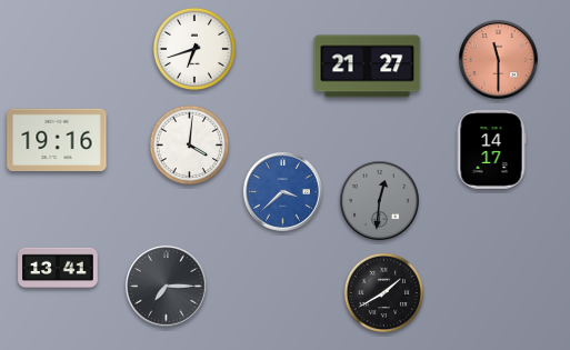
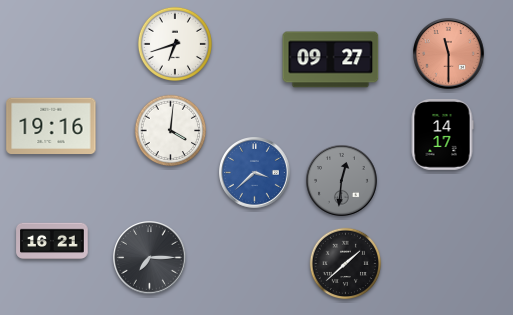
clock at (368, 67): 21:27 -> 09:27
clock at (58, 268): 13:41 -> 16:21
clock at (384, 293): 1:40 -> 1:38
